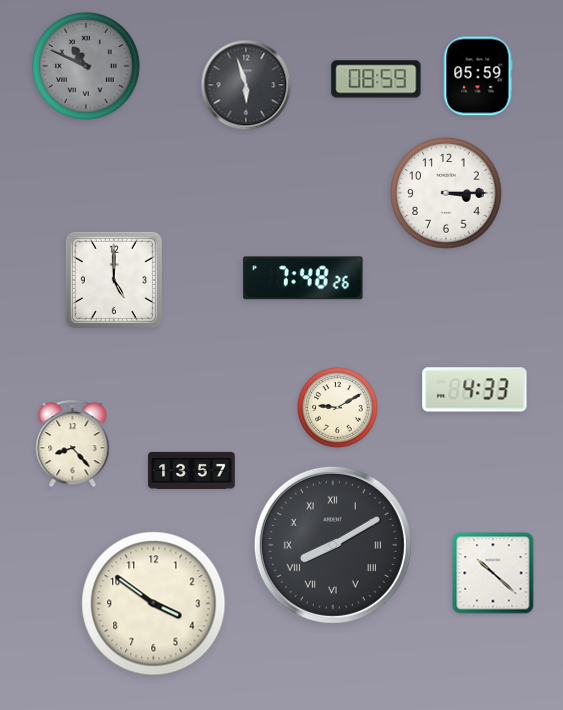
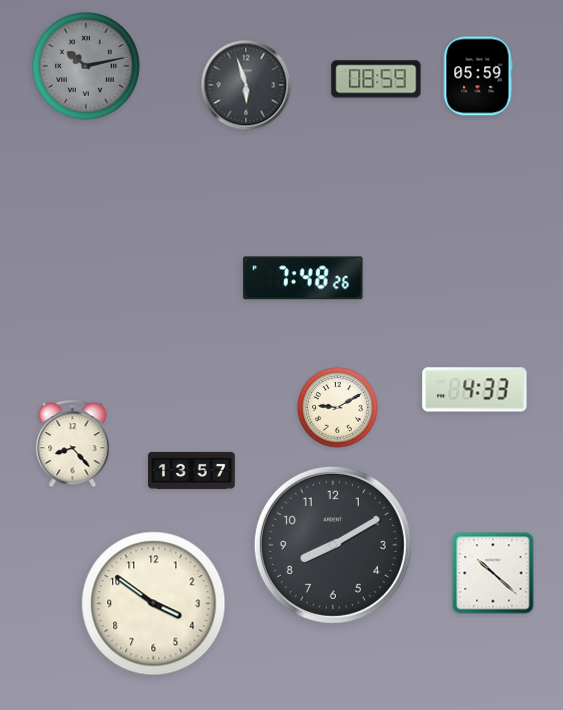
clock at (87, 67): 10:49 -> 10:13
clock at (446, 193): 3:15 -> none
clock at (114, 280): 5:00 -> none
clock at (333, 545) numerals: Roman -> Arabic
